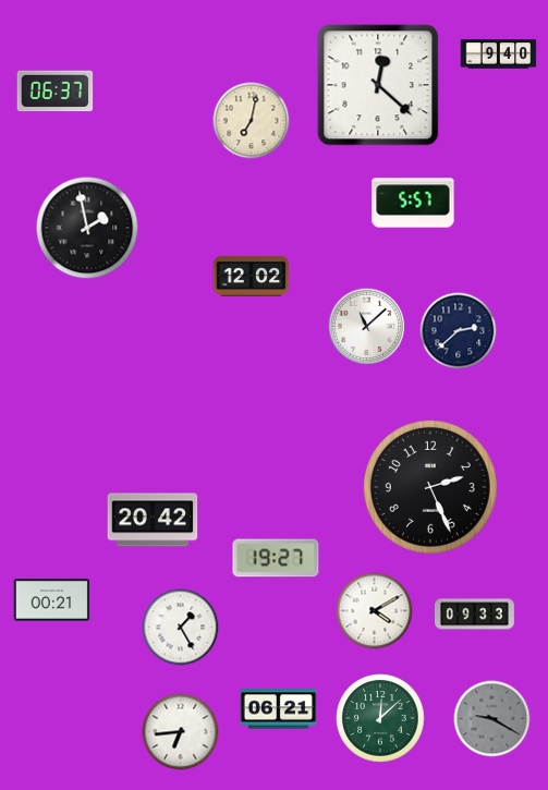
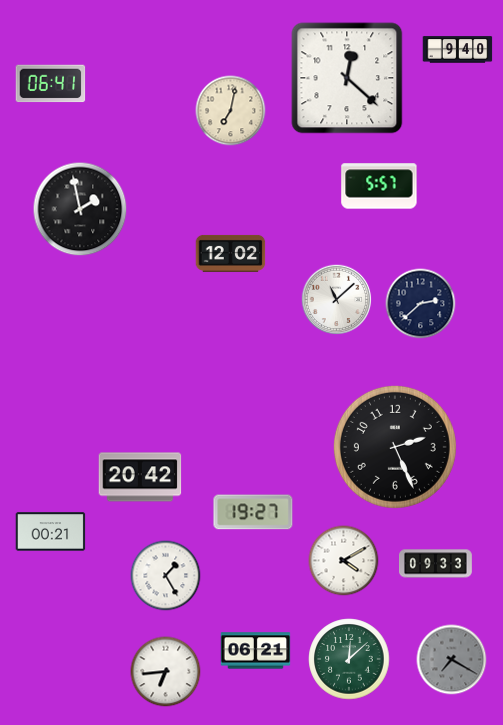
clock at (56, 92): 06:37 -> 06:41
clock at (52, 600) position: (52, 600) -> (51, 532)
clock at (492, 719): 9:20 -> 7:20
